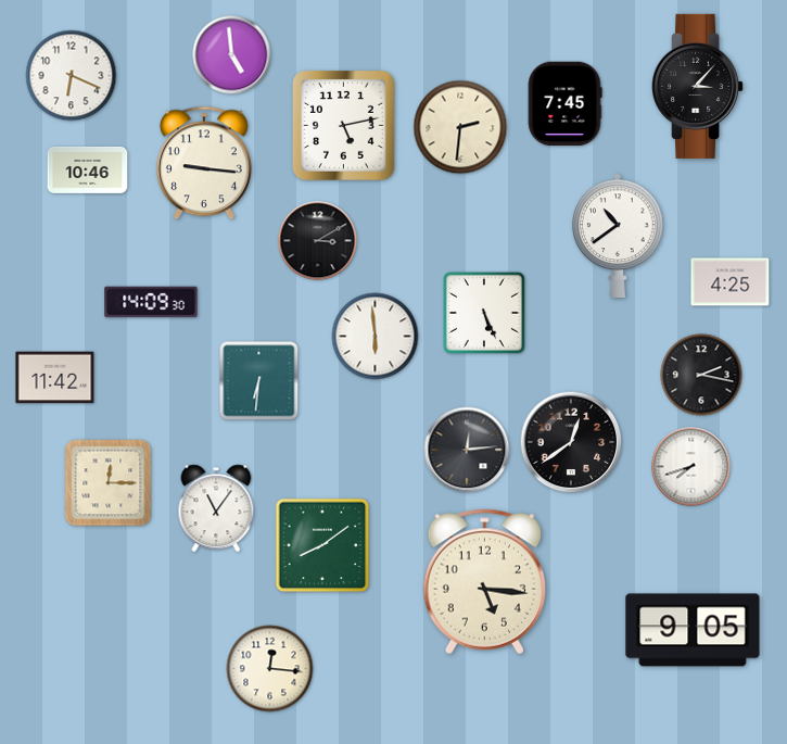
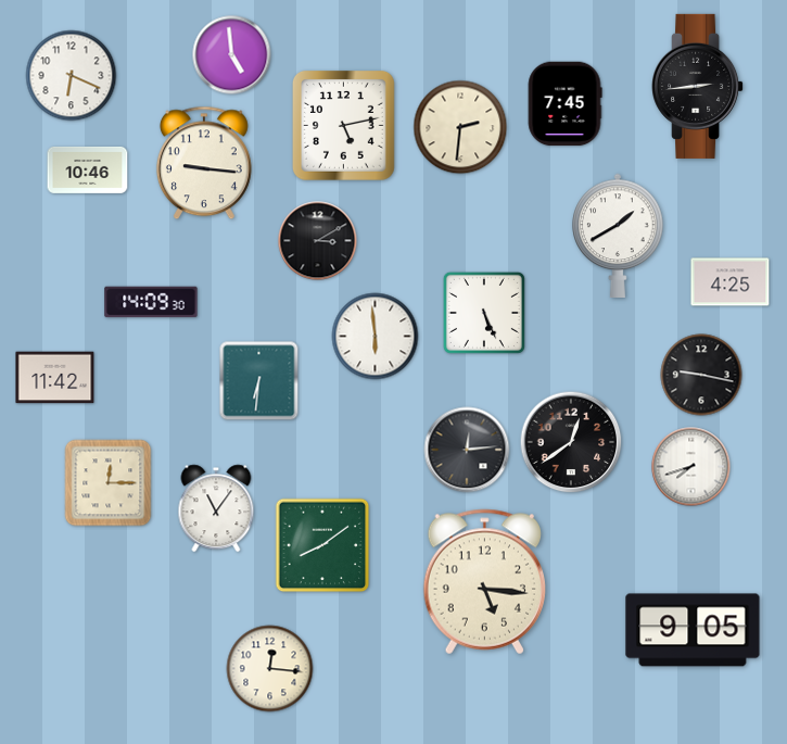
clock at (698, 86): 3:07 -> 2:44
clock at (618, 236): 10:39 -> 1:40
clock at (701, 375): 2:17 -> 9:17
